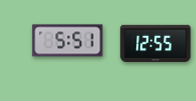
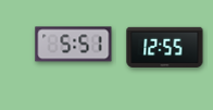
clock at (156, 43) position: (156, 43) -> (165, 47)
